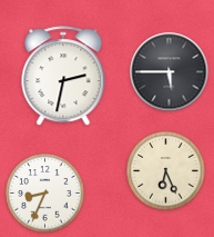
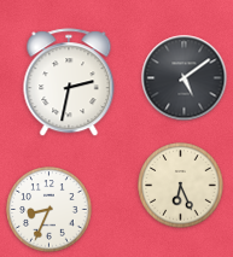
clock at (170, 72): 5:45 -> 5:09
